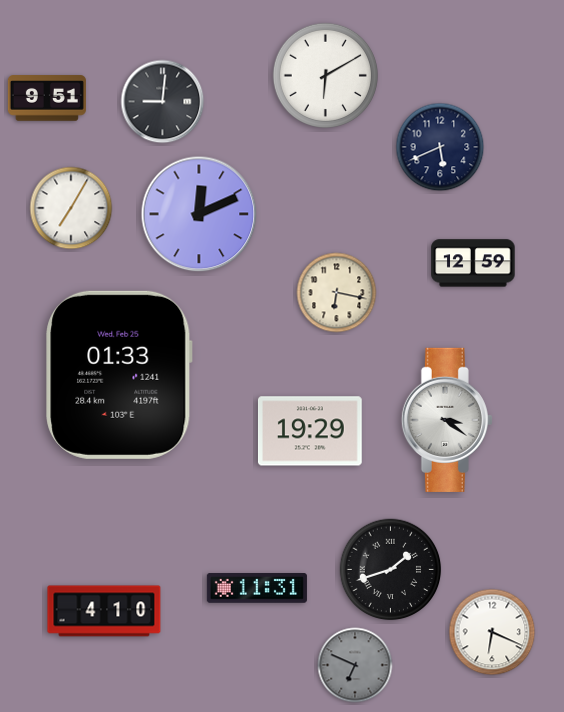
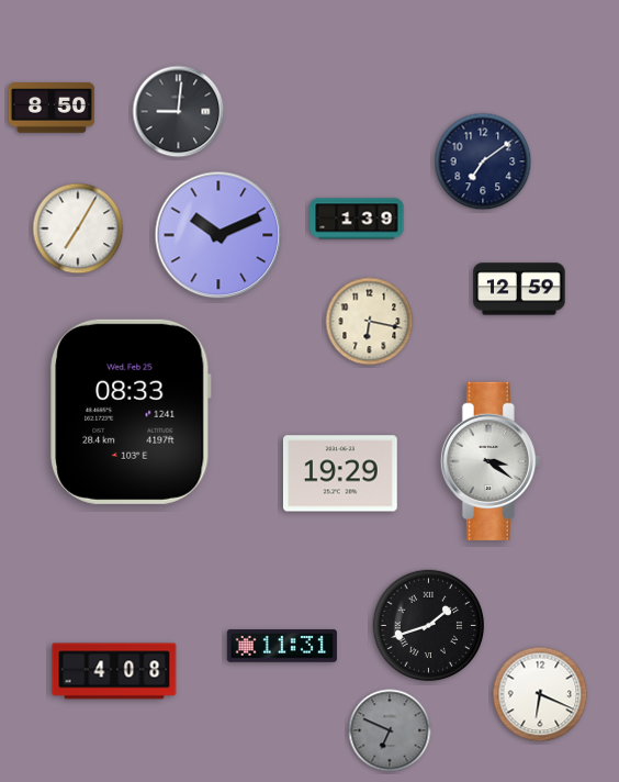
clock at (325, 75): 6:10 -> none
clock at (47, 98): 9:51 -> 8:50
clock at (440, 147): 5:41 -> 7:09
clock at (357, 219): none -> 1:39
clock at (199, 214): 12:11 -> 10:11
clock at (119, 375): 01:33 -> 08:33
clock at (104, 611): 4:10 -> 4:08
